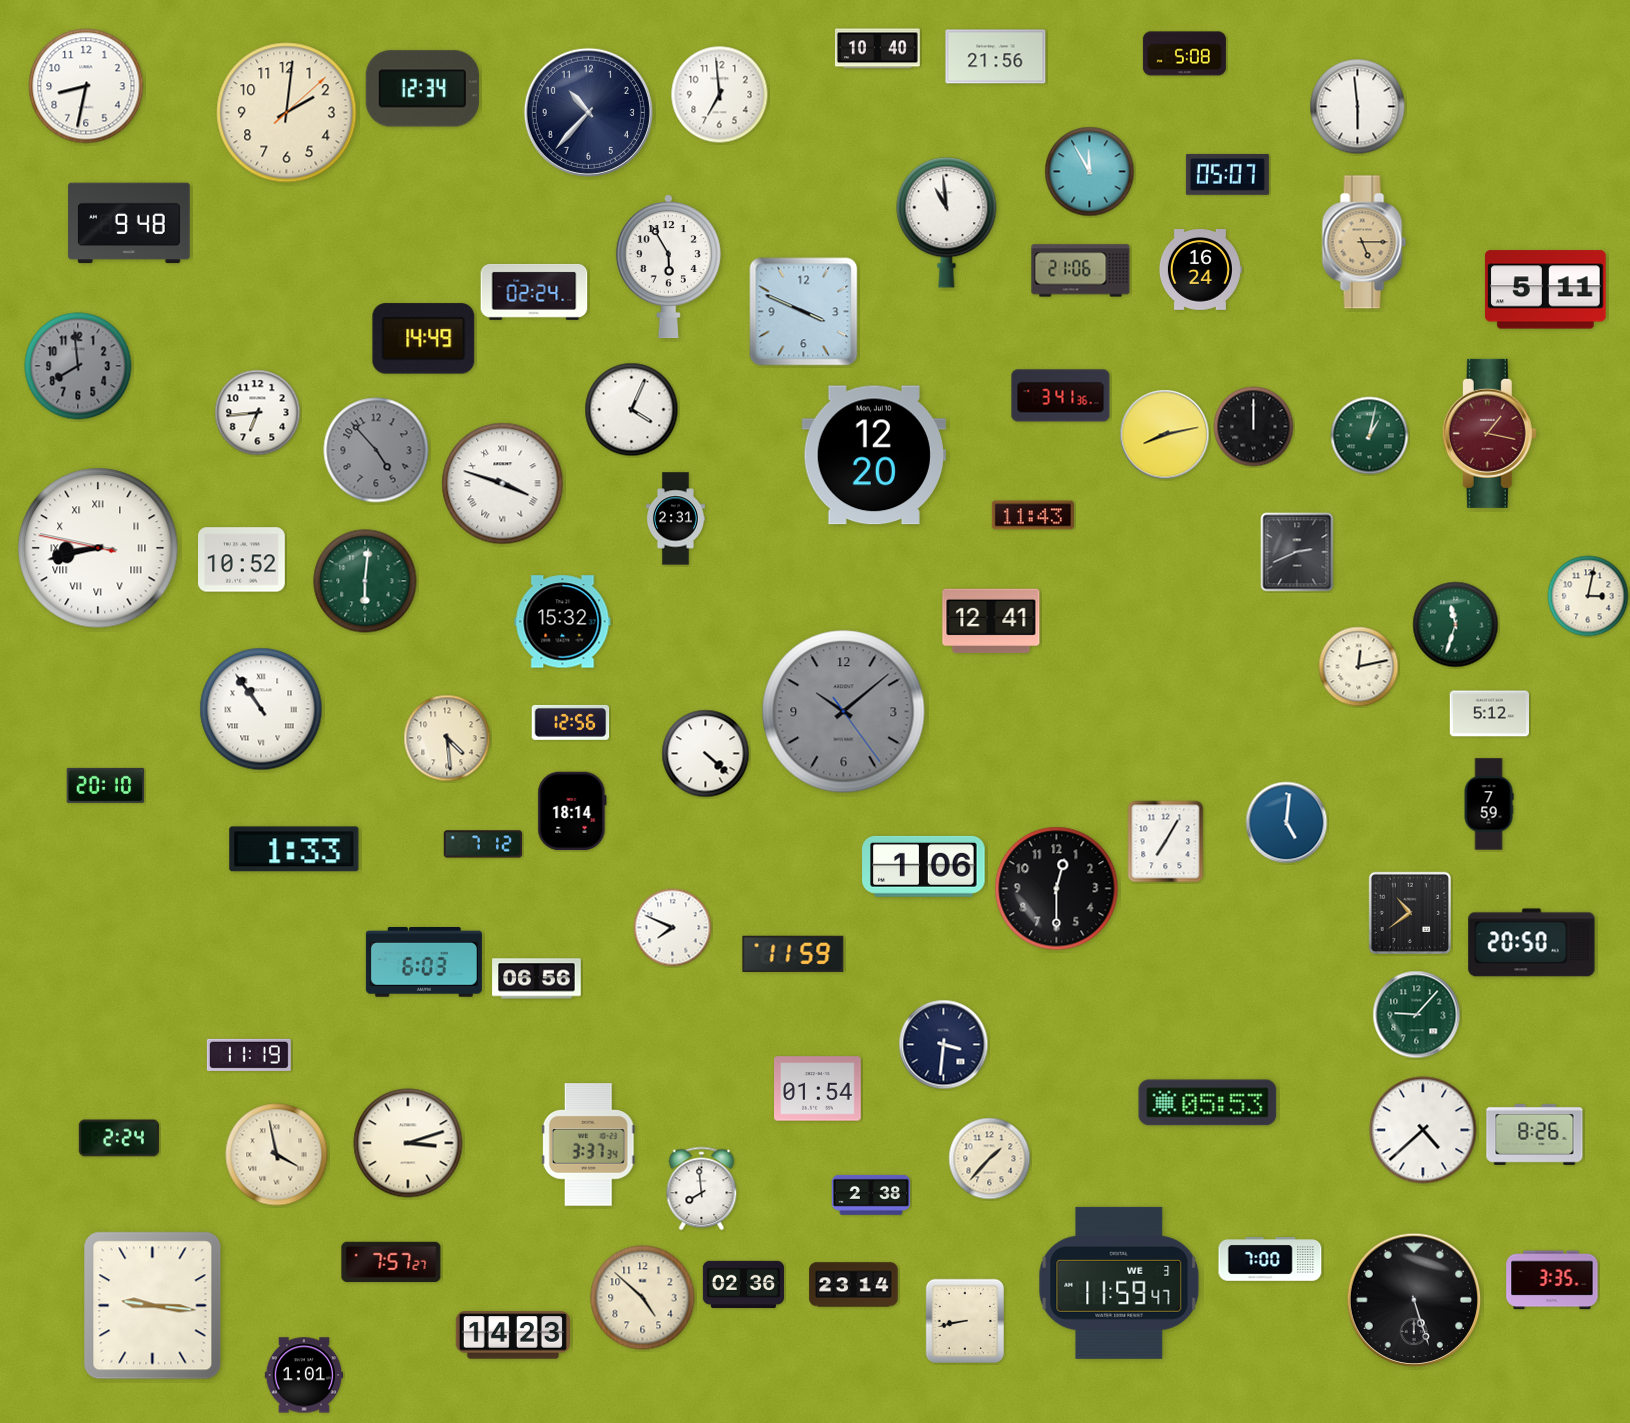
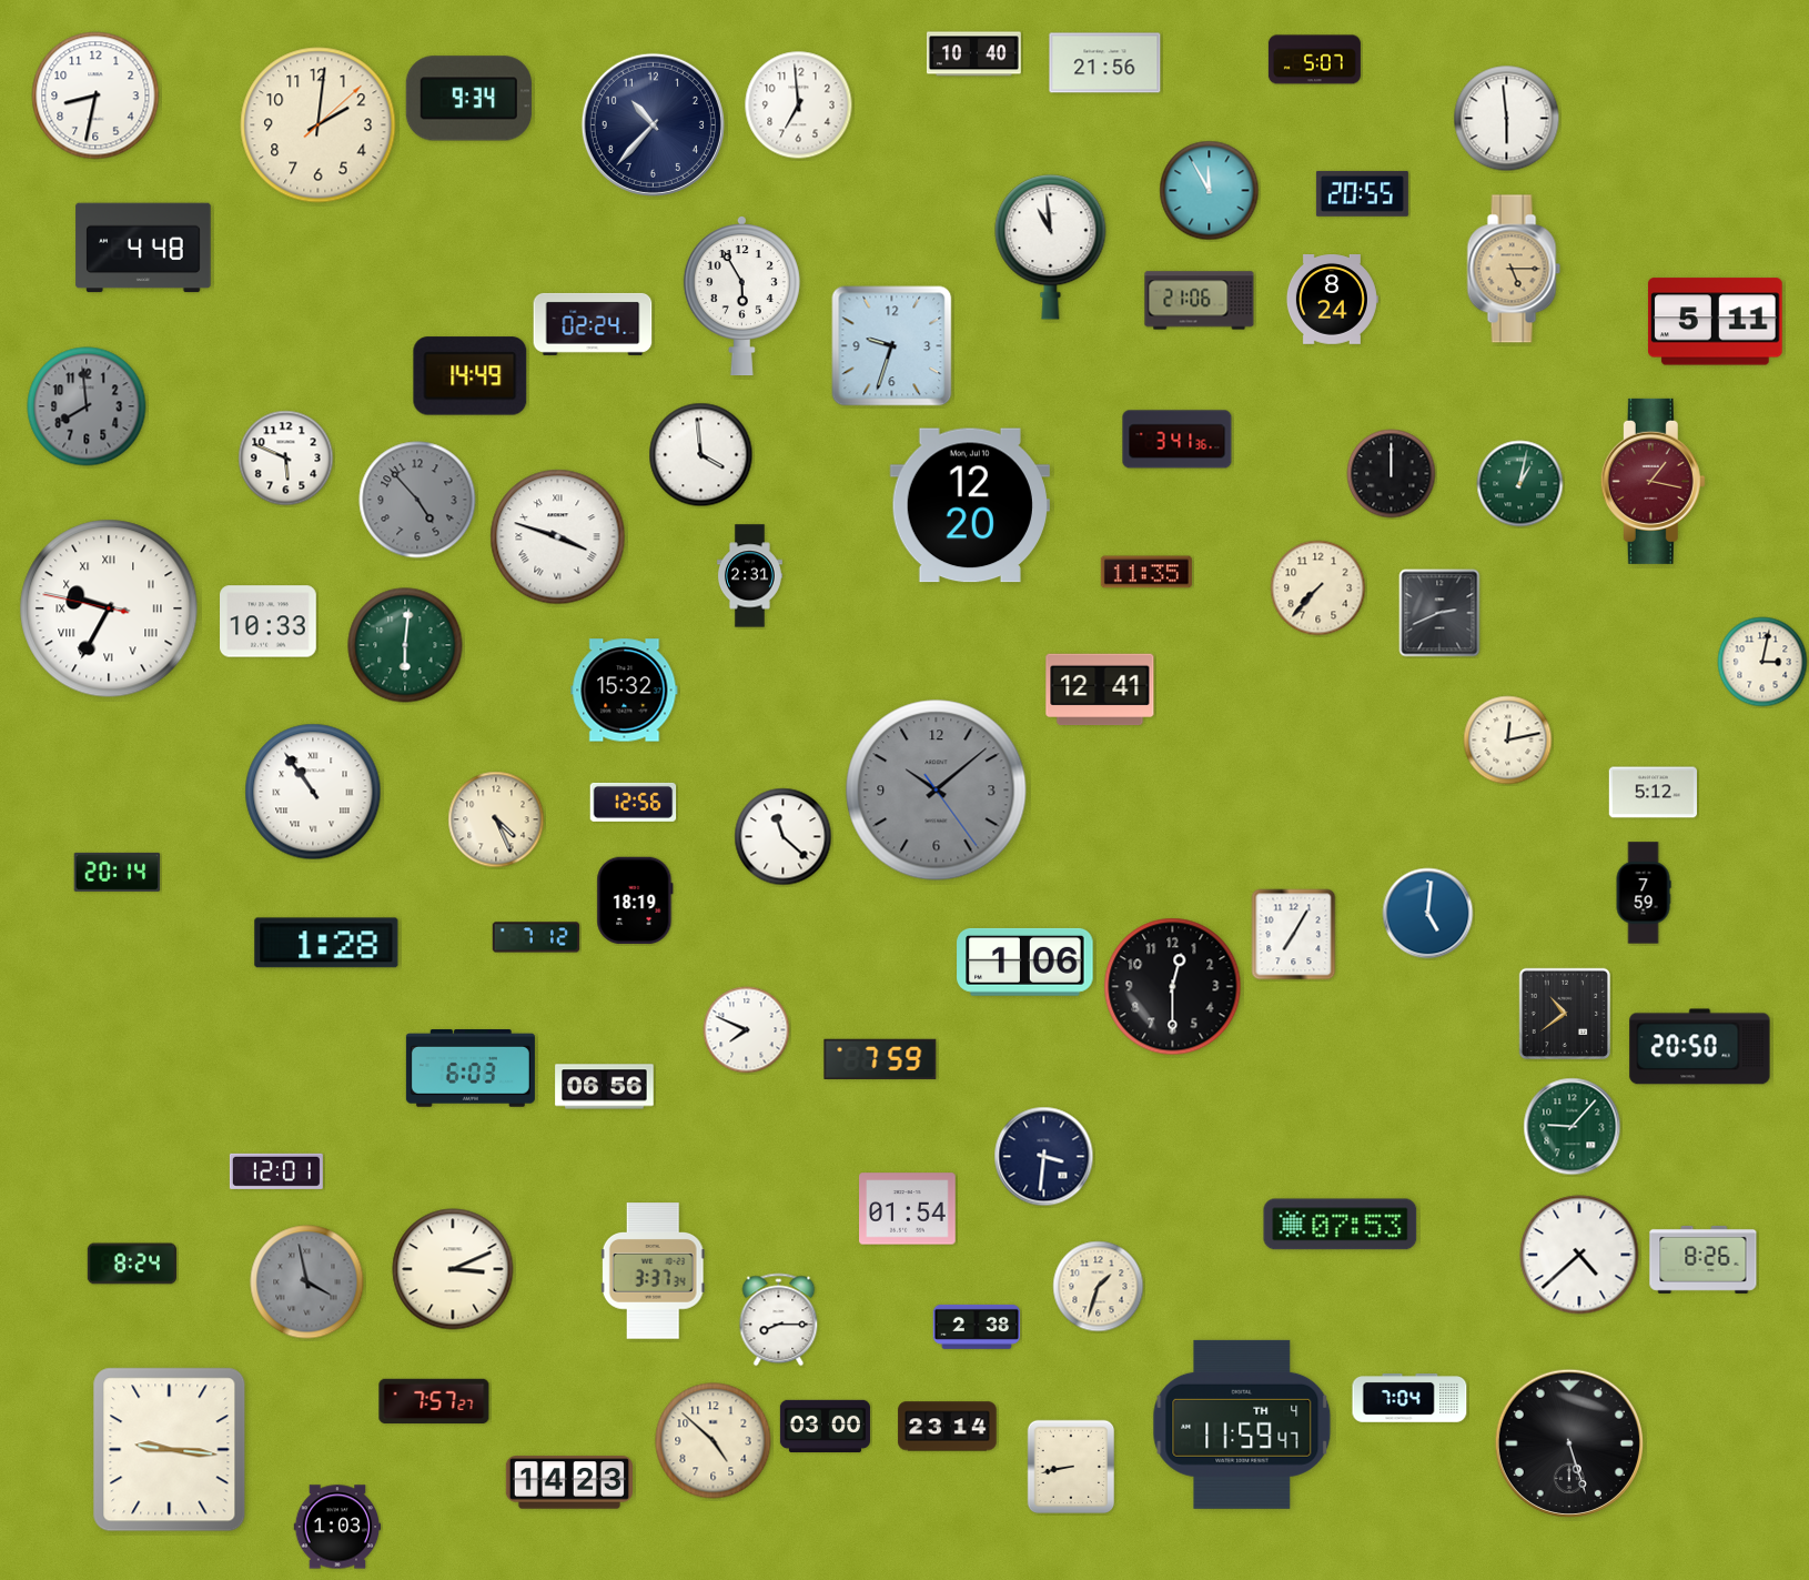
clock at (1184, 54): 5:08 -> 5:07
clock at (422, 89): 12:34 -> 9:34
clock at (1227, 174): 05:07 -> 20:55
clock at (129, 223): 9:48 -> 4:48
clock at (1200, 270): 16:24 -> 8:24
clock at (804, 312): 3:49 -> 9:33
clock at (632, 410): 4:04 -> 3:59
clock at (258, 413): 6:44 -> 5:49
clock at (1165, 435): 8:13 -> none
clock at (1033, 515): 11:43 -> 11:35
clock at (1318, 588): none -> 7:37
clock at (98, 548): 8:42 -> 9:34
clock at (242, 560): 10:52 -> 10:33
clock at (1456, 625): 11:33 -> none
clock at (261, 709) position: (261, 709) -> (313, 792)
clock at (447, 738): 4:29 -> 4:26
clock at (706, 754): 4:22 -> 11:22
clock at (106, 785): 20:10 -> 20:14
clock at (1489, 804) position: (1489, 804) -> (1644, 893)
clock at (572, 811): 18:14 -> 18:19
clock at (294, 849): 1:33 -> 1:28
clock at (793, 954): 11:59 -> 7:59
clock at (537, 979) position: (537, 979) -> (605, 1087)
clock at (944, 1045) position: (944, 1045) -> (1044, 1157)
clock at (249, 1055): 11:19 -> 12:01
clock at (1208, 1103): 05:53 -> 07:53
clock at (119, 1138): 2:24 -> 8:24
clock at (408, 1143): 3:12 -> 3:11
clock at (277, 1155) dial: cream -> grey
clock at (990, 1159): 1:37 -> 1:33
clock at (702, 1189): 7:59 -> 8:15
clock at (871, 1195) position: (871, 1195) -> (977, 1327)
clock at (1270, 1259): 7:00 -> 7:04
clock at (1552, 1280): 3:35 -> none
clock at (1119, 1283) date: WE 3 -> TH 4
clock at (743, 1284): 02:36 -> 03:00
clock at (304, 1375): 1:01 -> 1:03
